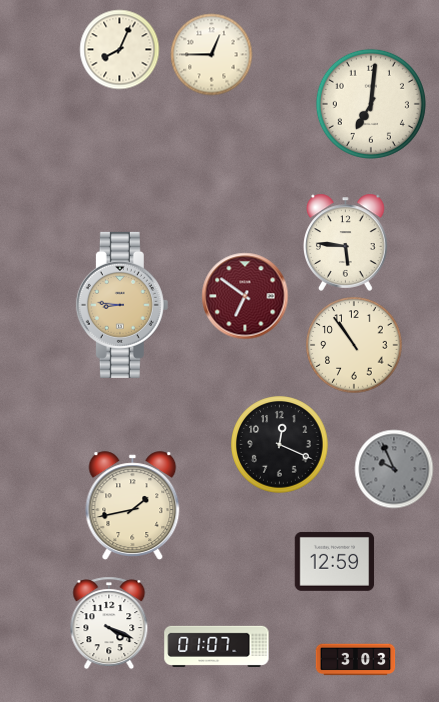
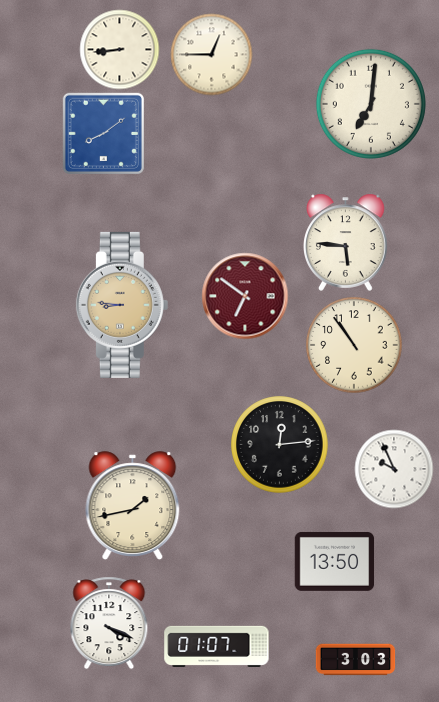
clock at (119, 49): 8:04 -> 8:44
clock at (103, 133): none -> 8:09
clock at (280, 445): 12:19 -> 12:14
clock at (394, 469) dial: grey -> white
clock at (334, 561): 12:59 -> 13:50
